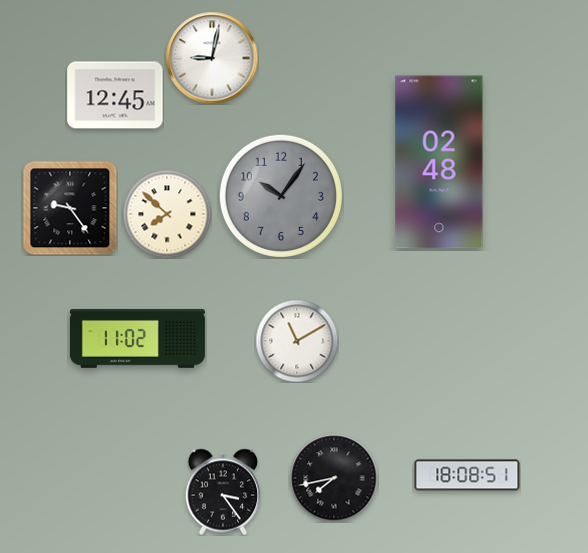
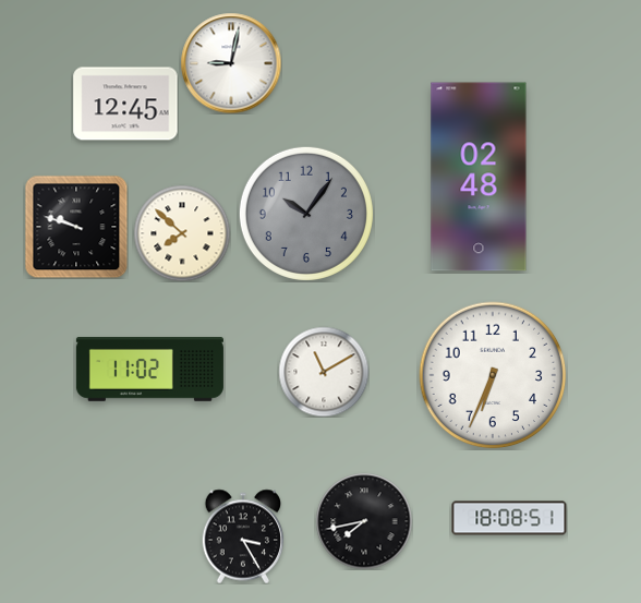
clock at (70, 208): 9:24 -> 9:48
clock at (493, 375): none -> 6:34
clock at (223, 492): 3:24 -> 3:25
